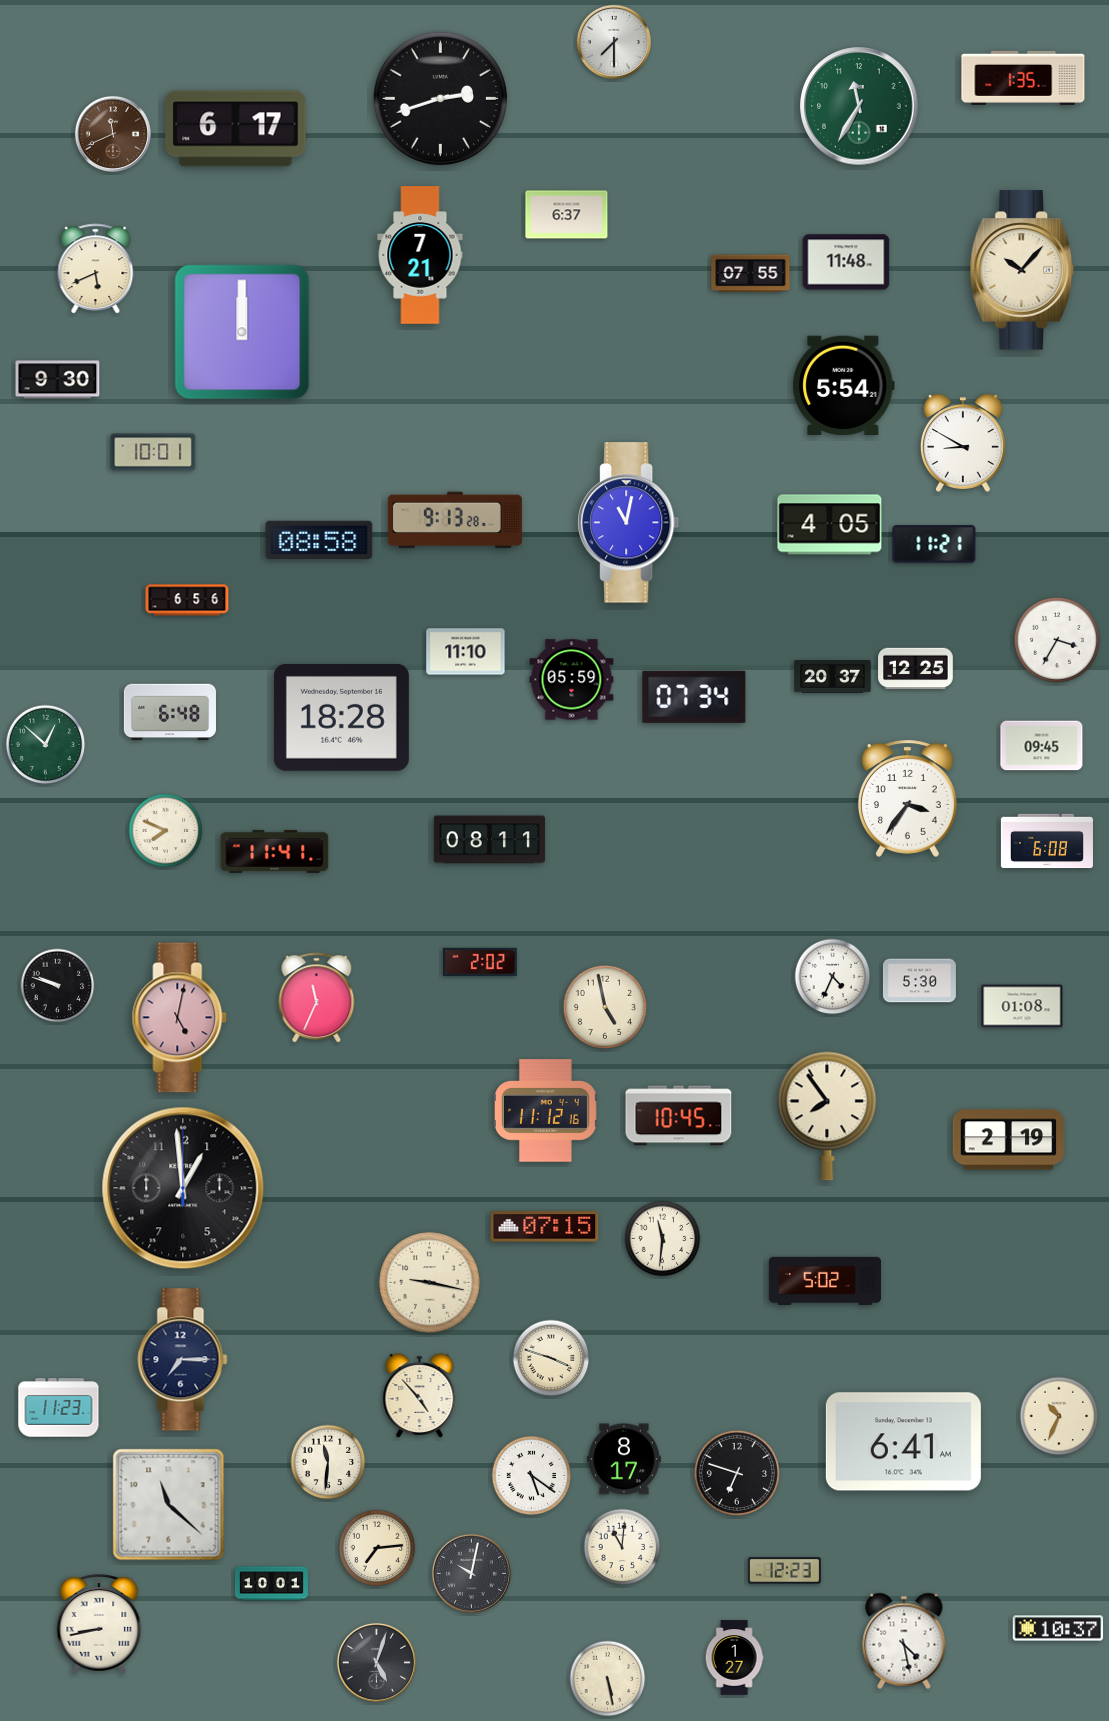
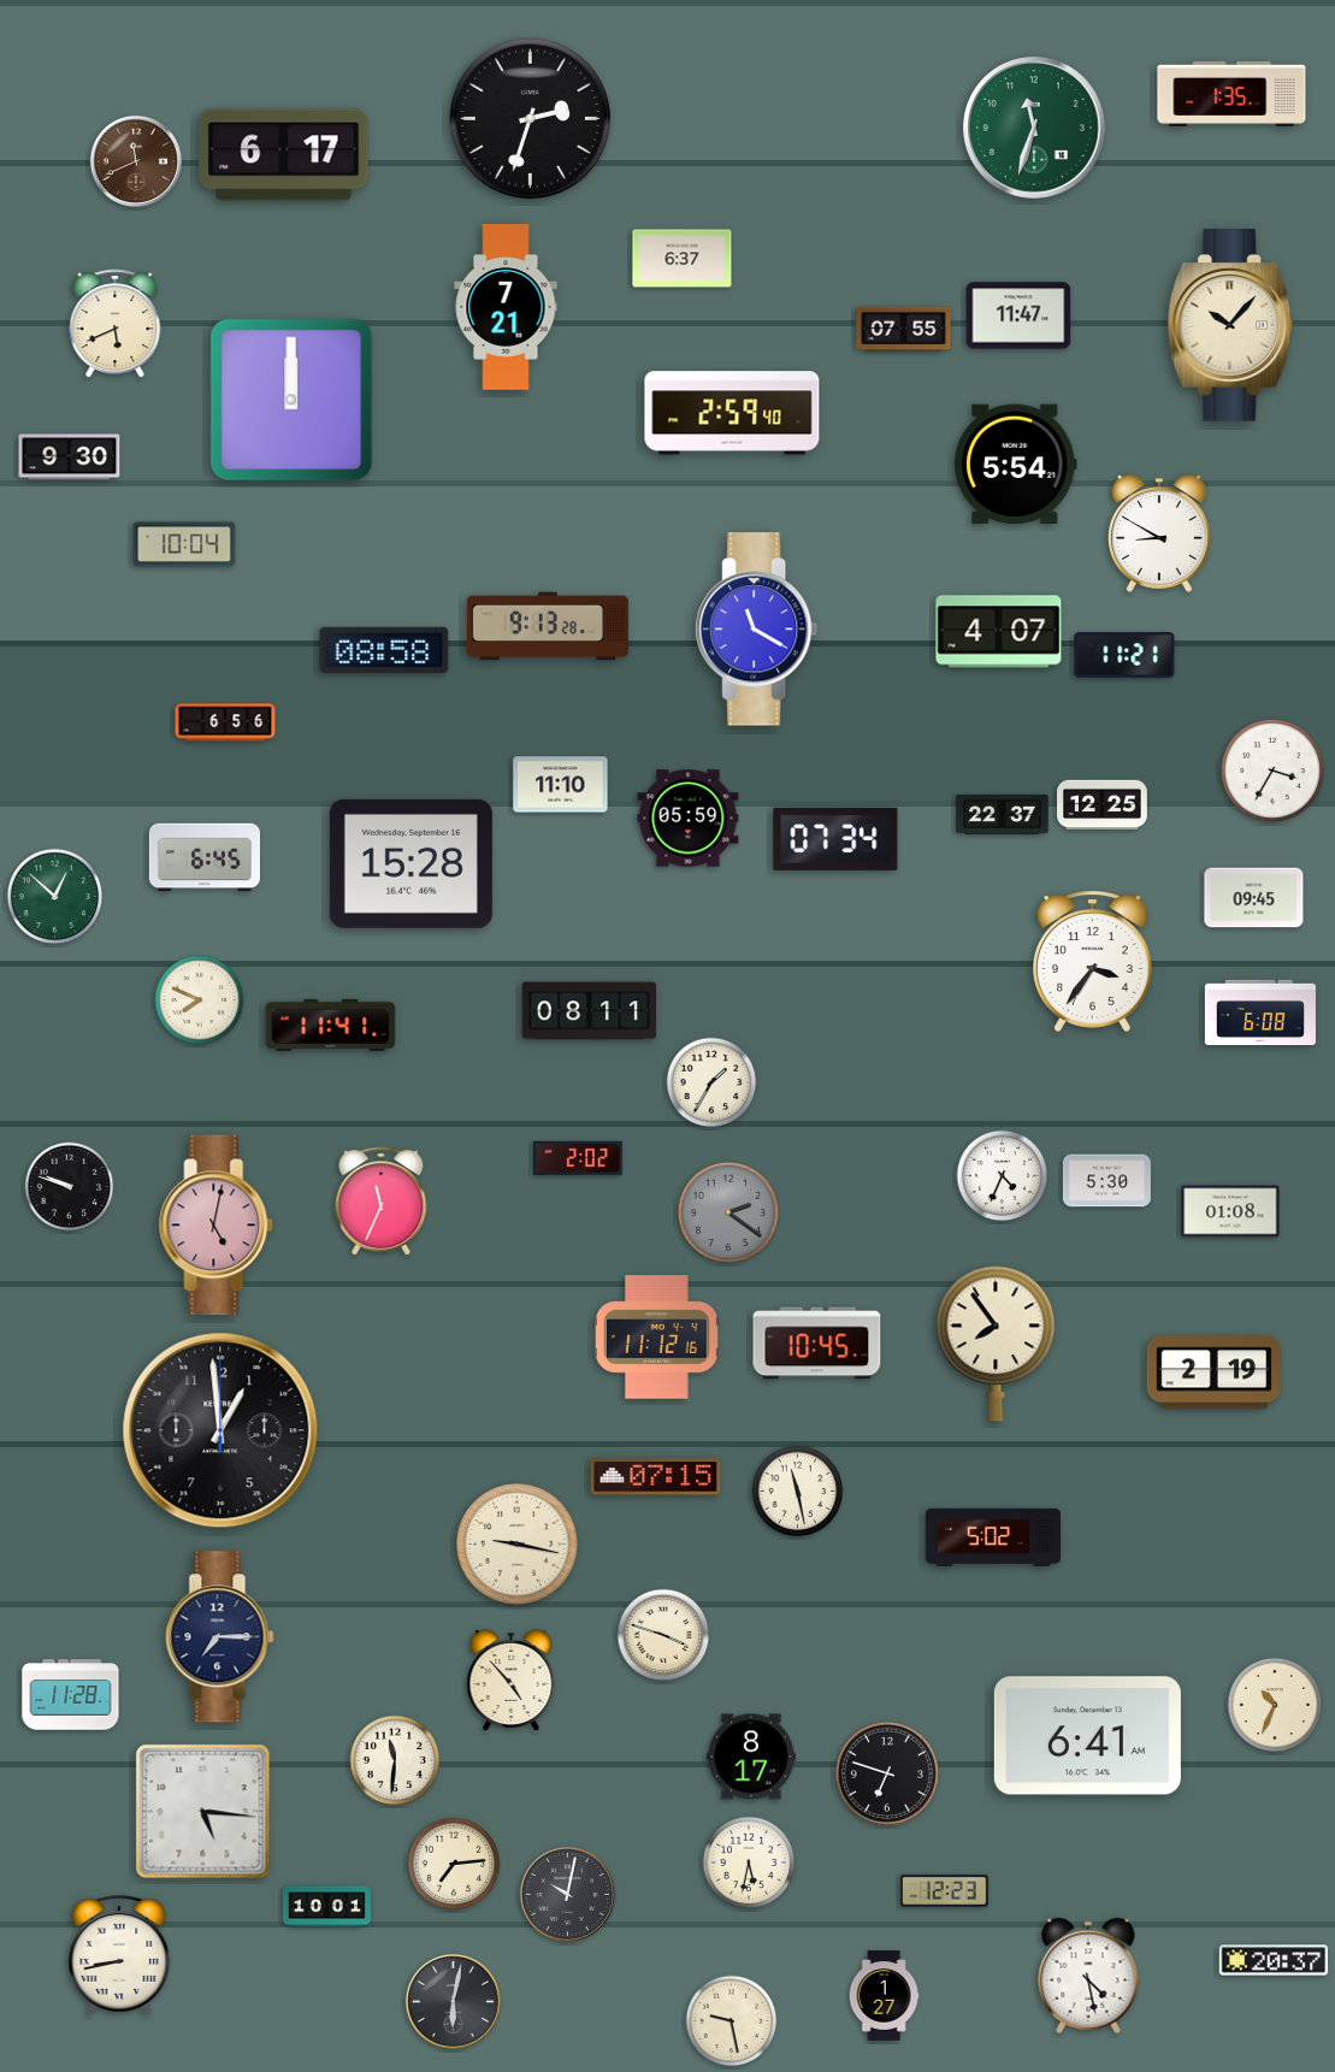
clock at (614, 42): 7:30 -> none
clock at (441, 99): 2:42 -> 2:33
clock at (859, 106): 11:35 -> 11:33
clock at (846, 262): 11:48 -> 11:47
clock at (732, 413): none -> 2:59
clock at (153, 452): 10:01 -> 10:04
clock at (629, 523): 11:02 -> 11:20
clock at (830, 525): 4:05 -> 4:07
clock at (833, 677): 20:37 -> 22:37
clock at (170, 712): 6:48 -> 6:45
clock at (341, 717): 18:28 -> 15:28
clock at (711, 1082): none -> 1:35
clock at (605, 1007): 4:58 -> 2:21
clock at (605, 1007) dial: cream -> grey
clock at (663, 1239): 11:31 -> 11:28
clock at (824, 1280) position: (824, 1280) -> (992, 1536)
clock at (420, 1395) position: (420, 1395) -> (512, 1680)
clock at (59, 1408): 11:23 -> 11:28
clock at (532, 1476): 5:21 -> none
clock at (169, 1505): 11:22 -> 5:16
clock at (622, 1547): 11:01 -> 5:32
clock at (1058, 1628): 10:37 -> 20:37
clock at (376, 1662): 5:03 -> 6:02
clock at (608, 1679): 5:28 -> 9:28
